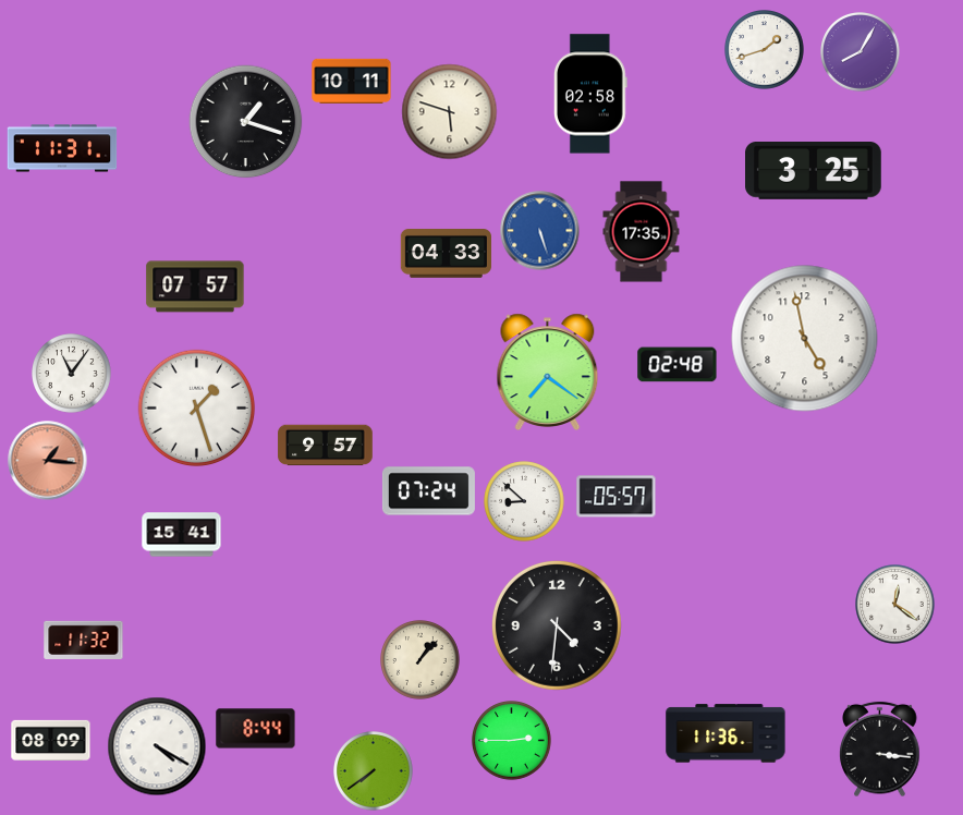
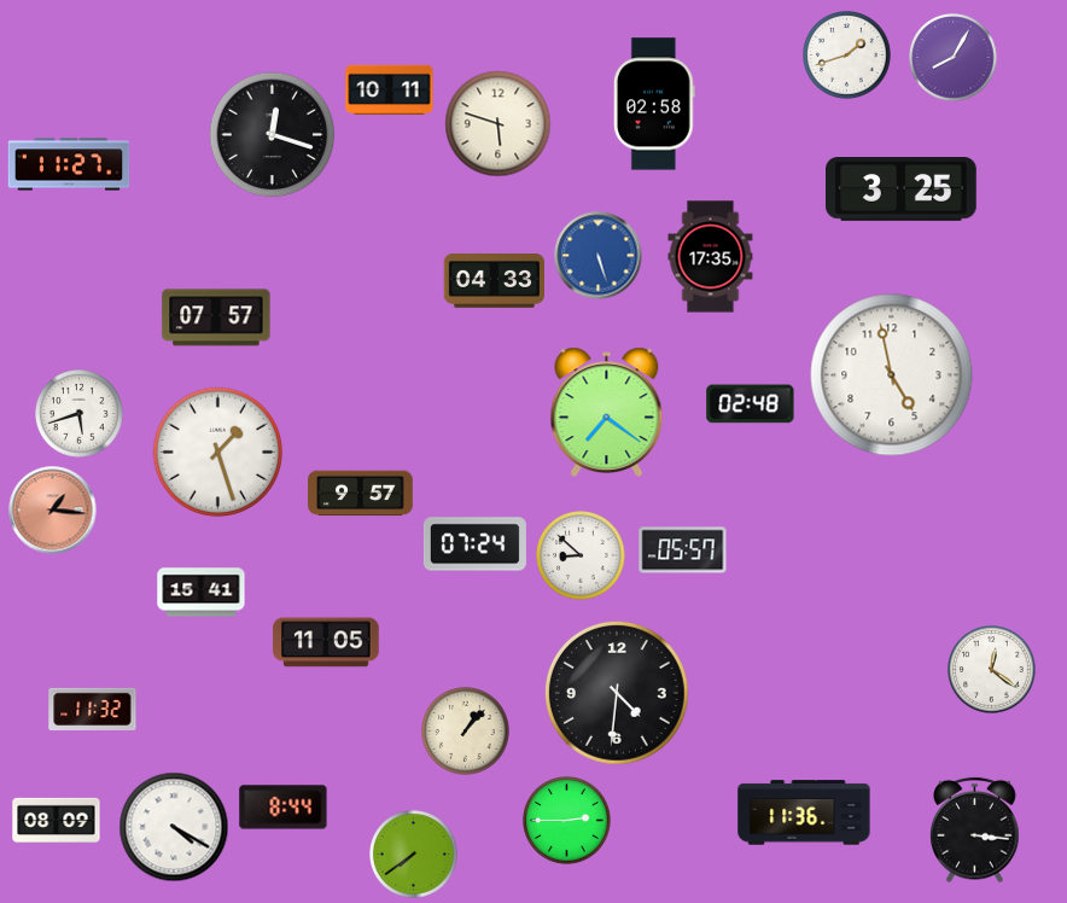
clock at (246, 122): 1:18 -> 12:18
clock at (62, 148): 11:31 -> 11:27
clock at (72, 374): 11:06 -> 5:42
clock at (326, 642): none -> 11:05
